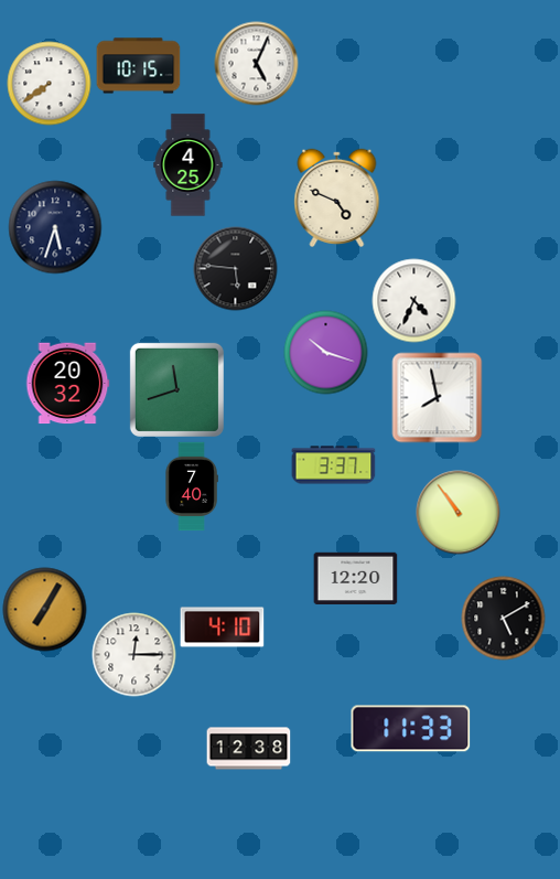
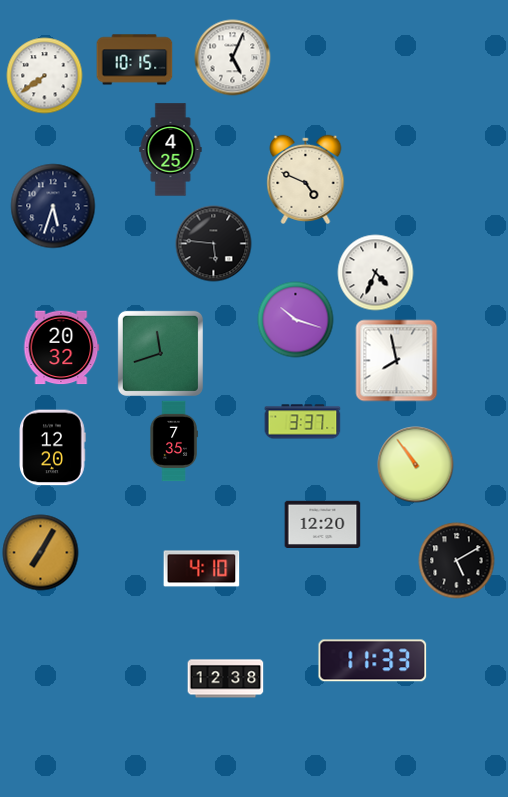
clock at (139, 66) position: (139, 66) -> (135, 60)
clock at (55, 227) position: (55, 227) -> (53, 206)
clock at (192, 486): 7:40 -> 7:35
clock at (52, 448): none -> 12:20
clock at (134, 655): 12:15 -> none
